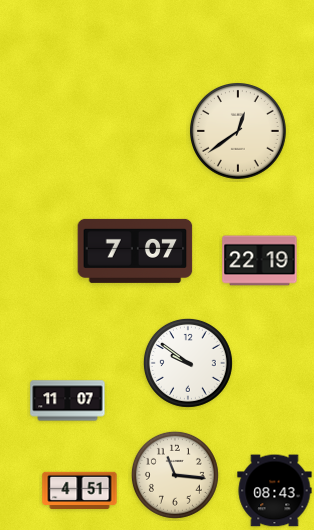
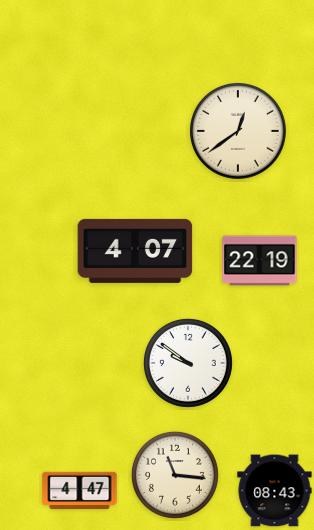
clock at (135, 251): 7:07 -> 4:07
clock at (68, 401): 11:07 -> none
clock at (80, 490): 4:51 -> 4:47
